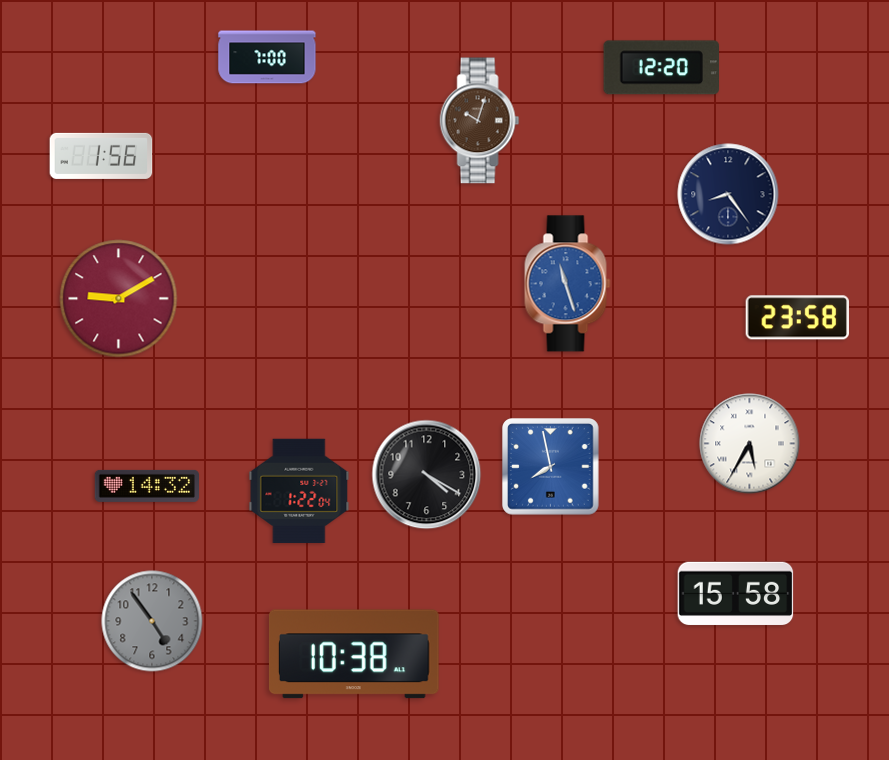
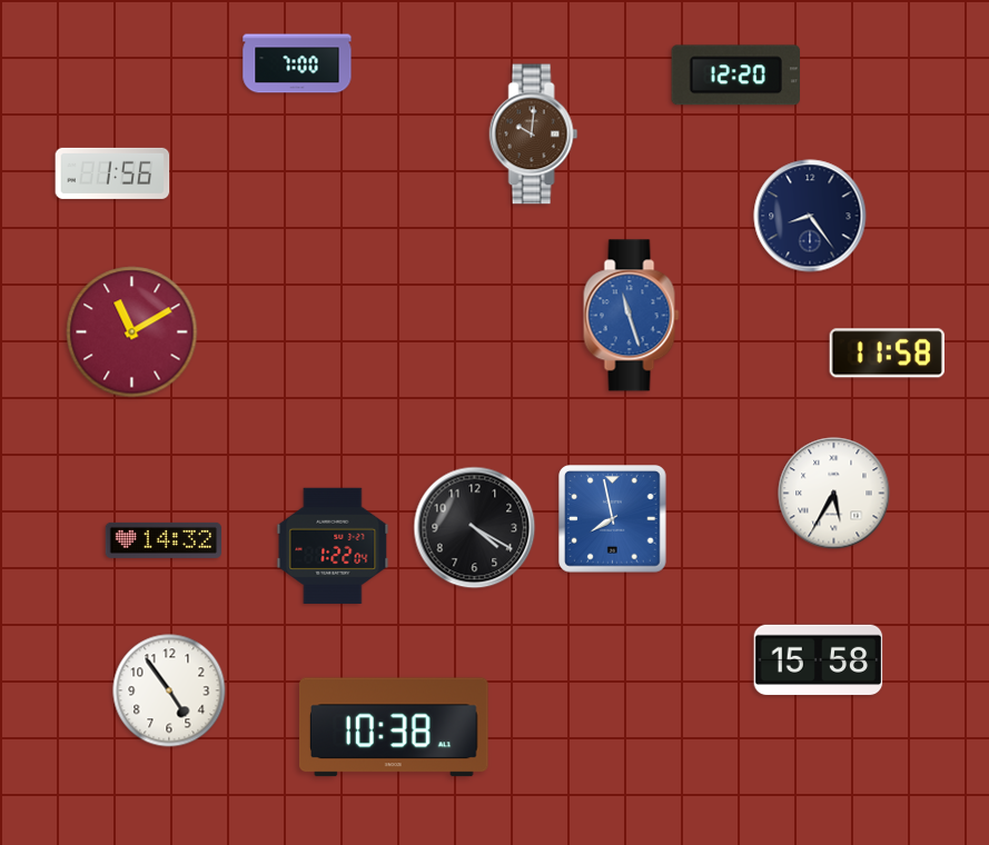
clock at (480, 121): 10:03 -> 10:01
clock at (119, 299): 9:10 -> 11:10
clock at (797, 318): 23:58 -> 11:58
clock at (152, 621) dial: grey -> white
